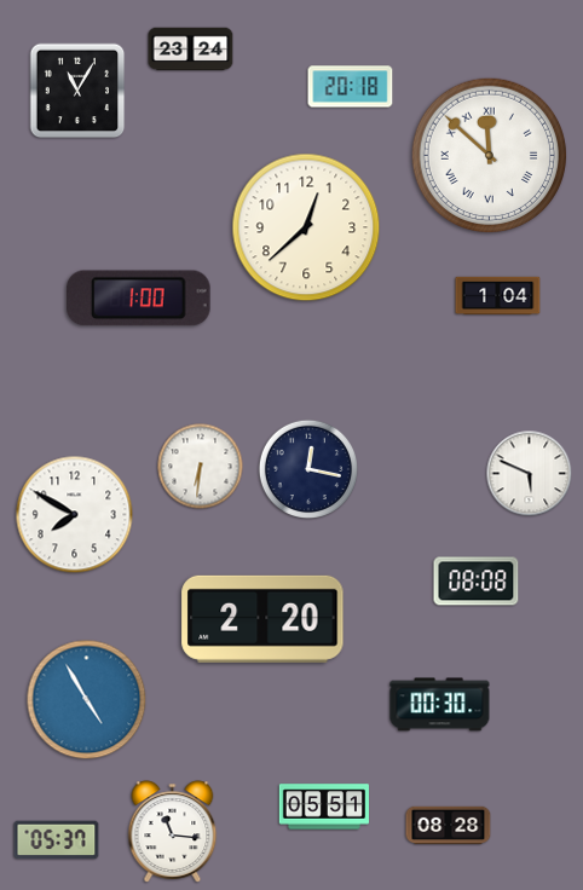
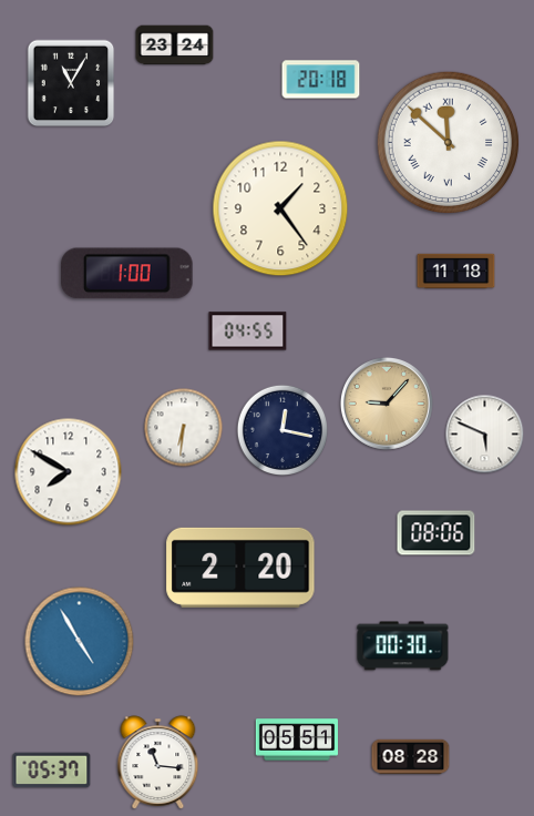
clock at (306, 227): 12:38 -> 1:24
clock at (498, 296): 1:04 -> 11:18
clock at (248, 331): none -> 04:55
clock at (387, 404): none -> 9:07
clock at (477, 582): 08:08 -> 08:06
